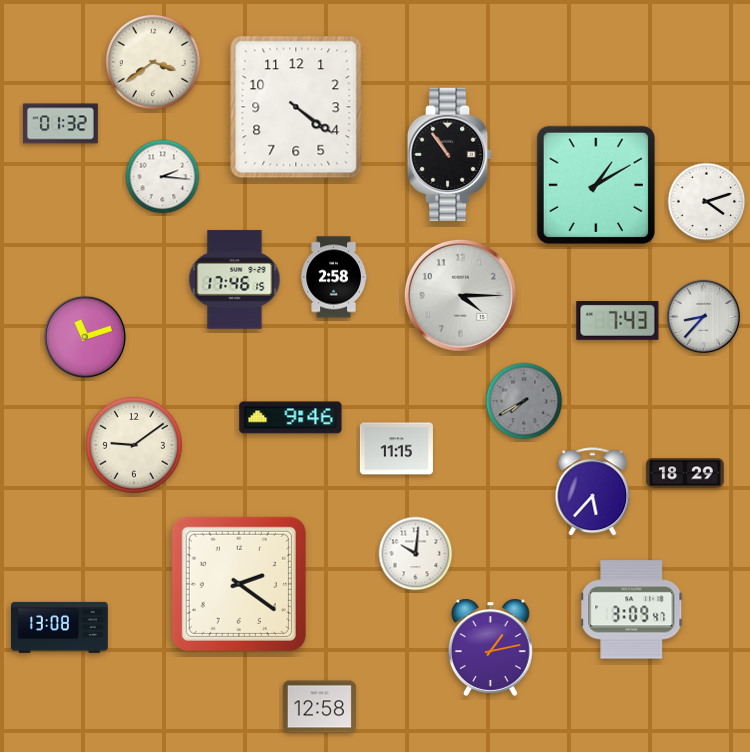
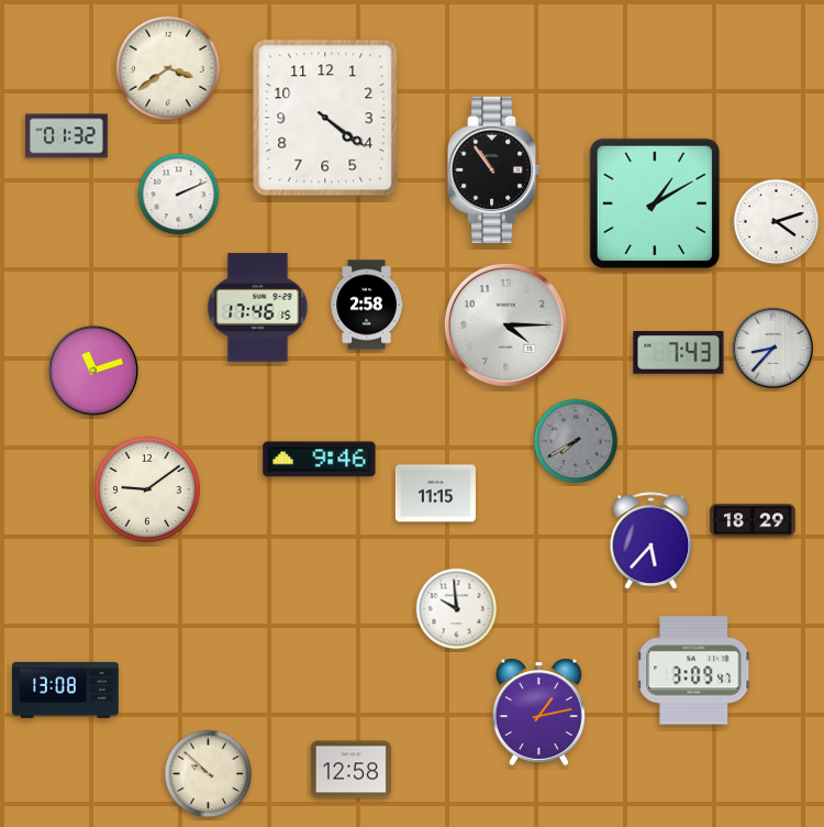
clock at (163, 177): 2:16 -> 2:11
clock at (416, 554): 10:01 -> 9:59
clock at (239, 584): 2:21 -> none
clock at (209, 774): none -> 9:52
clock at (319, 707) position: (319, 707) -> (350, 770)
